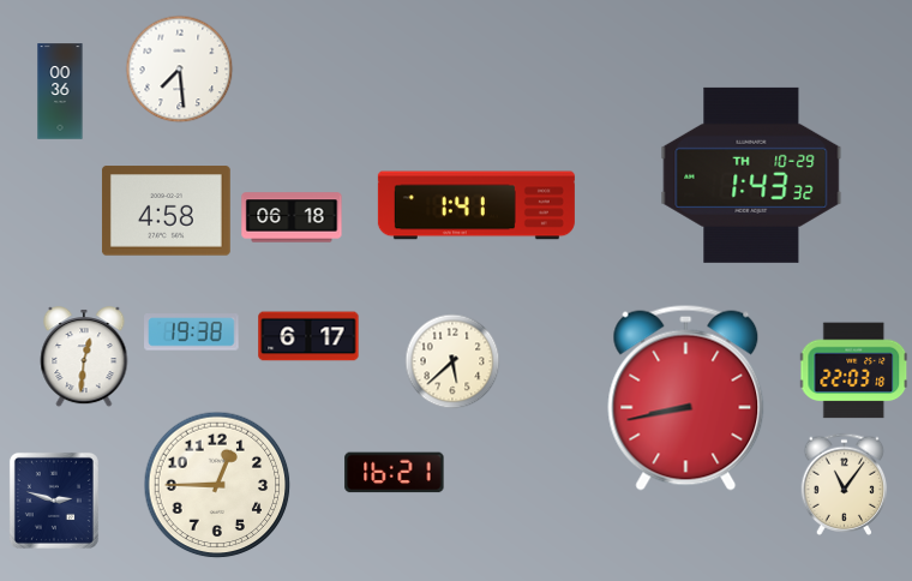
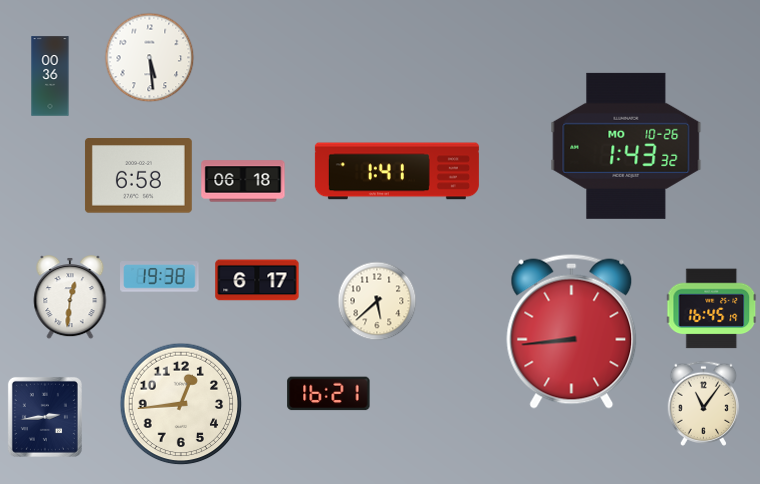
clock at (180, 70): 7:29 -> 5:29
clock at (751, 175) date: TH 10-29 -> MO 10-26
clock at (166, 211): 4:58 -> 6:58
clock at (854, 371): 22:03 -> 16:45
clock at (686, 397): 8:43 -> 8:44
clock at (217, 485): 12:45 -> 12:44
clock at (54, 501): 2:48 -> 2:44
